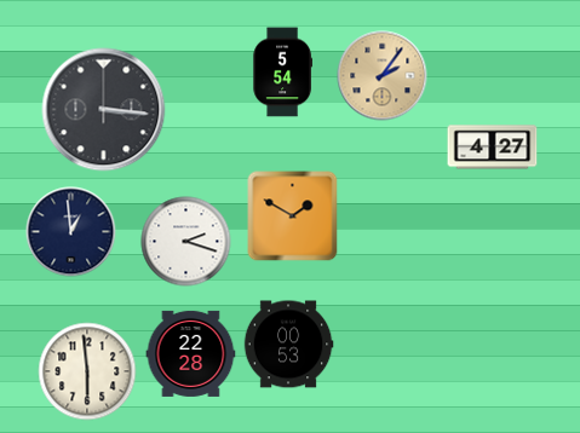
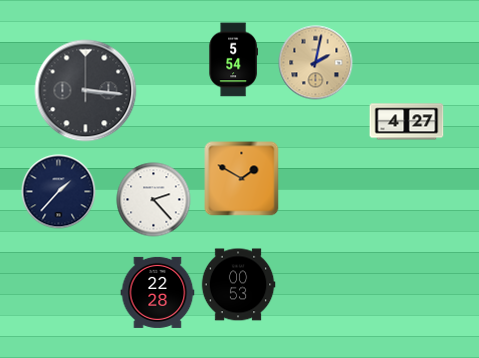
clock at (383, 76): 2:06 -> 2:02
clock at (71, 232): 12:59 -> 1:37
clock at (186, 242): 2:18 -> 2:23
clock at (87, 371): 5:59 -> none
